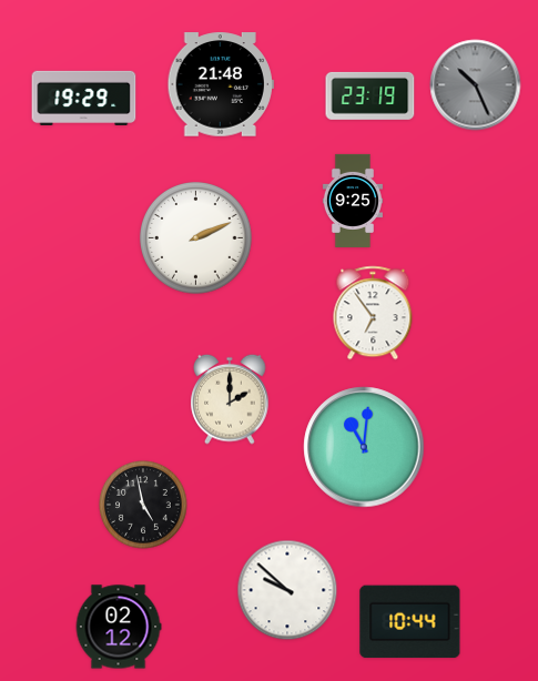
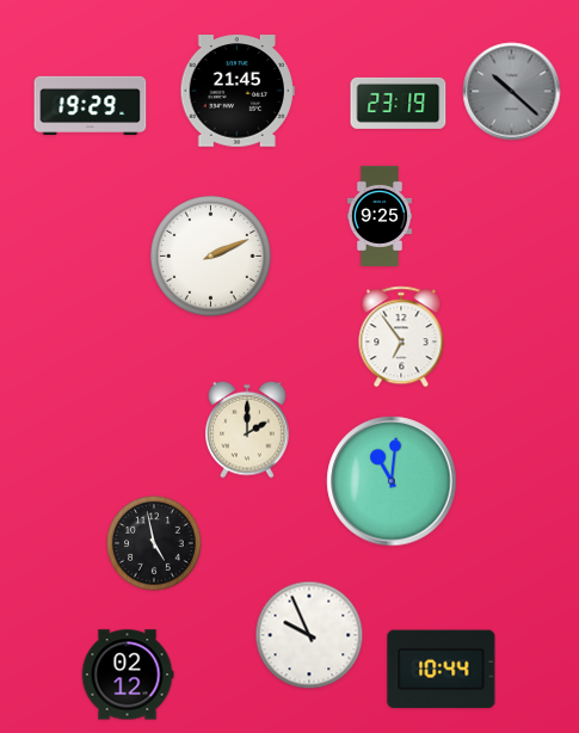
clock at (221, 84): 21:48 -> 21:45
clock at (476, 85): 10:26 -> 10:22
clock at (287, 590): 9:52 -> 9:56
